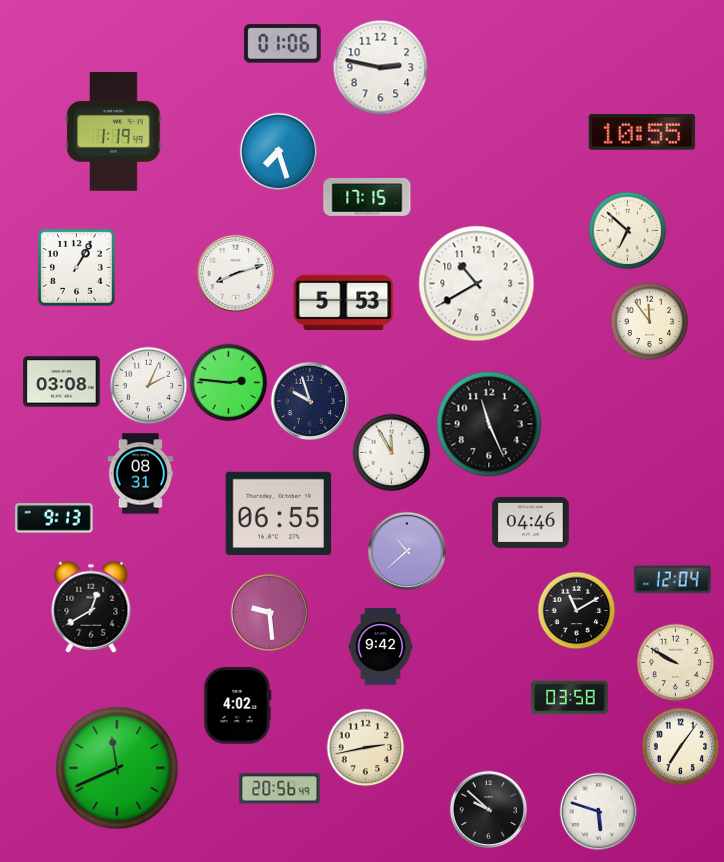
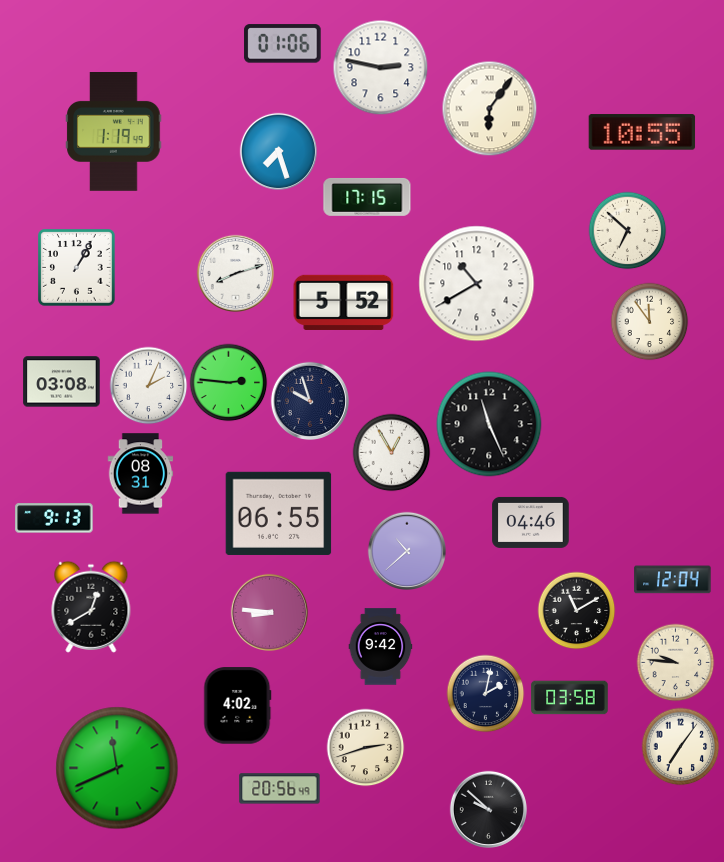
clock at (489, 108): none -> 6:06
clock at (344, 302): 5:53 -> 5:52
clock at (391, 452): 11:55 -> 12:55
clock at (269, 612): 9:29 -> 8:46
clock at (675, 662): 9:50 -> 9:46
clock at (485, 693): none -> 2:02
clock at (365, 747): 2:43 -> 2:42
clock at (598, 811): 5:48 -> none
